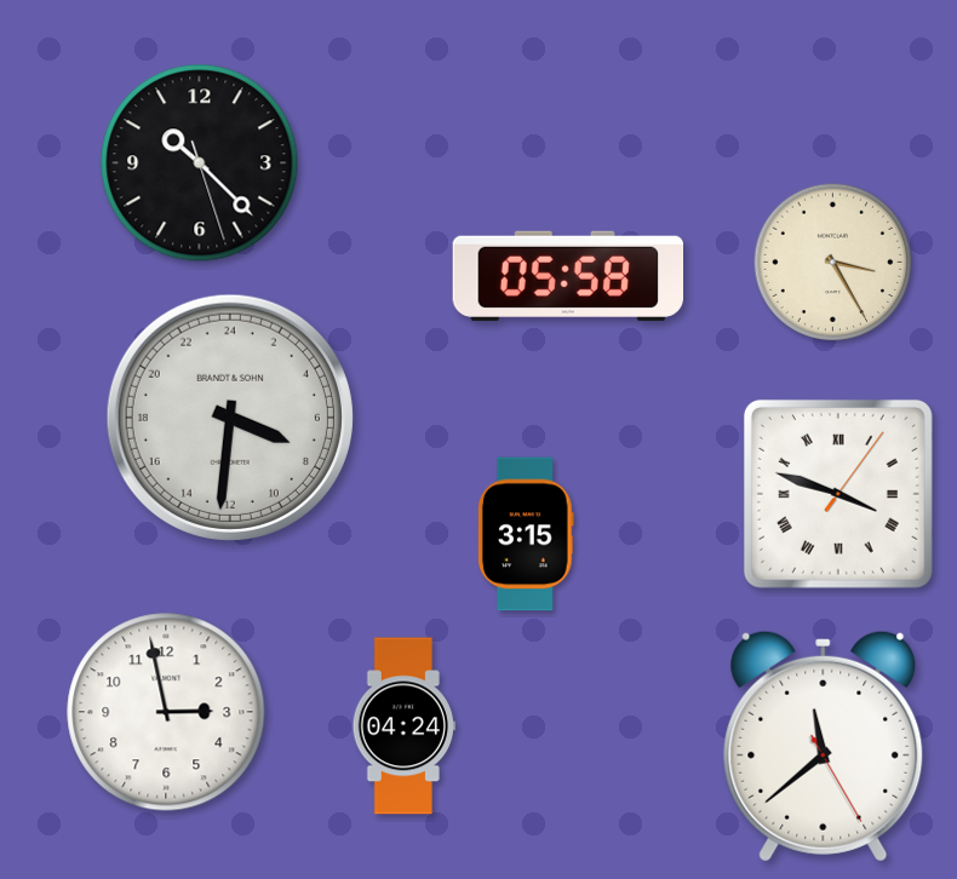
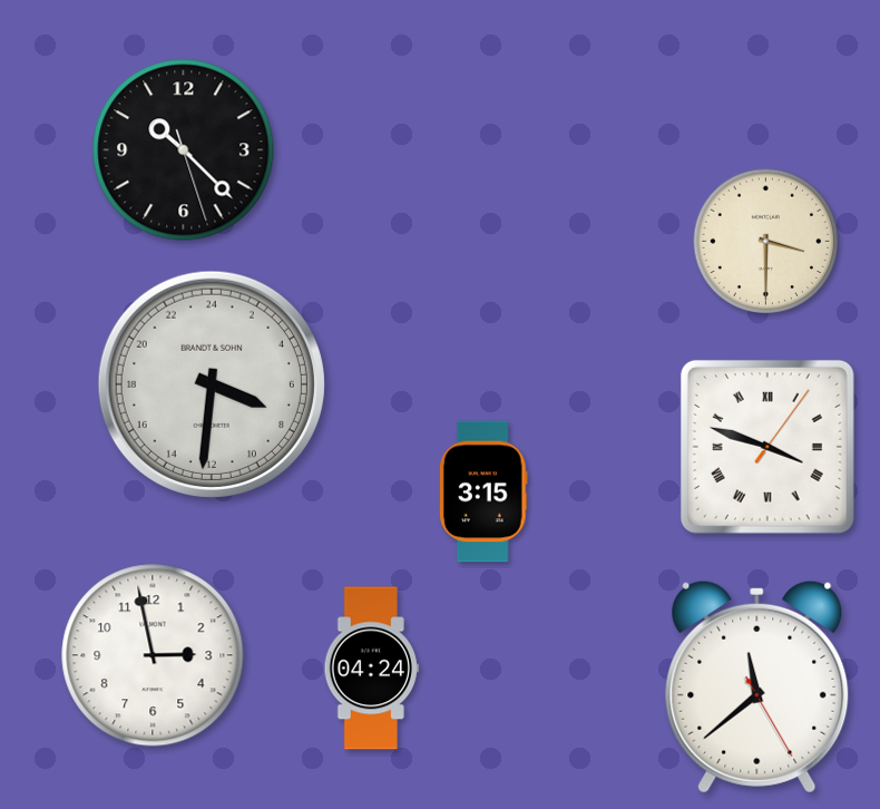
clock at (833, 263): 3:25 -> 3:30
clock at (567, 276): 05:58 -> none
clock at (838, 494) position: (838, 494) -> (767, 447)
